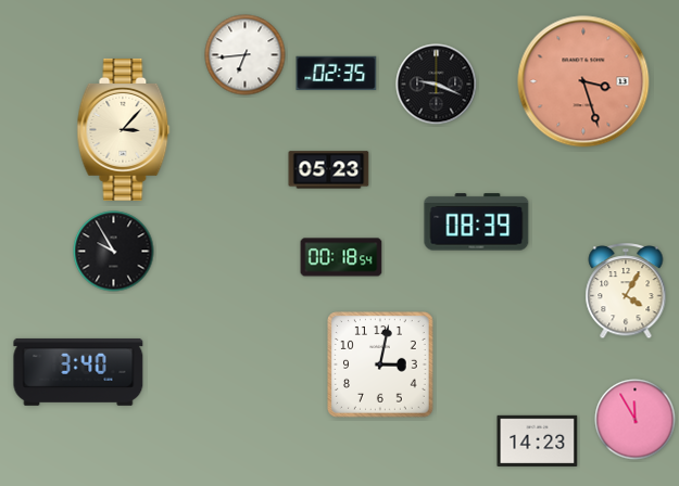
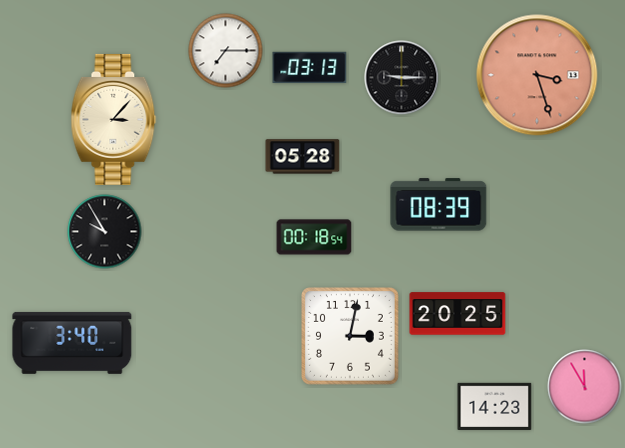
clock at (246, 55): 6:44 -> 7:15
clock at (337, 74): 02:35 -> 03:13
clock at (437, 85): 9:19 -> 9:15
clock at (329, 170): 05:23 -> 05:28
clock at (626, 292): 4:05 -> none
clock at (458, 314): none -> 20:25
